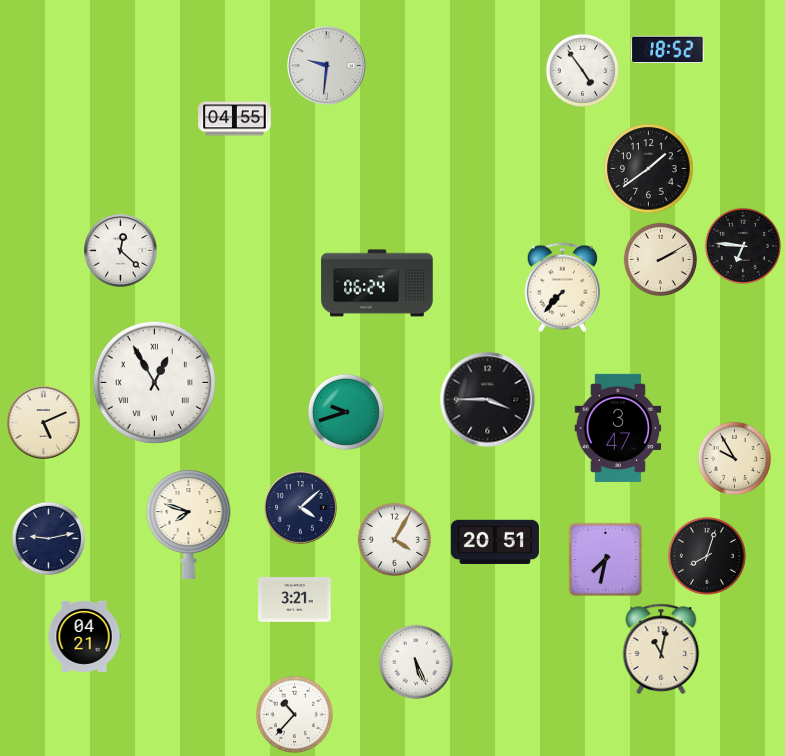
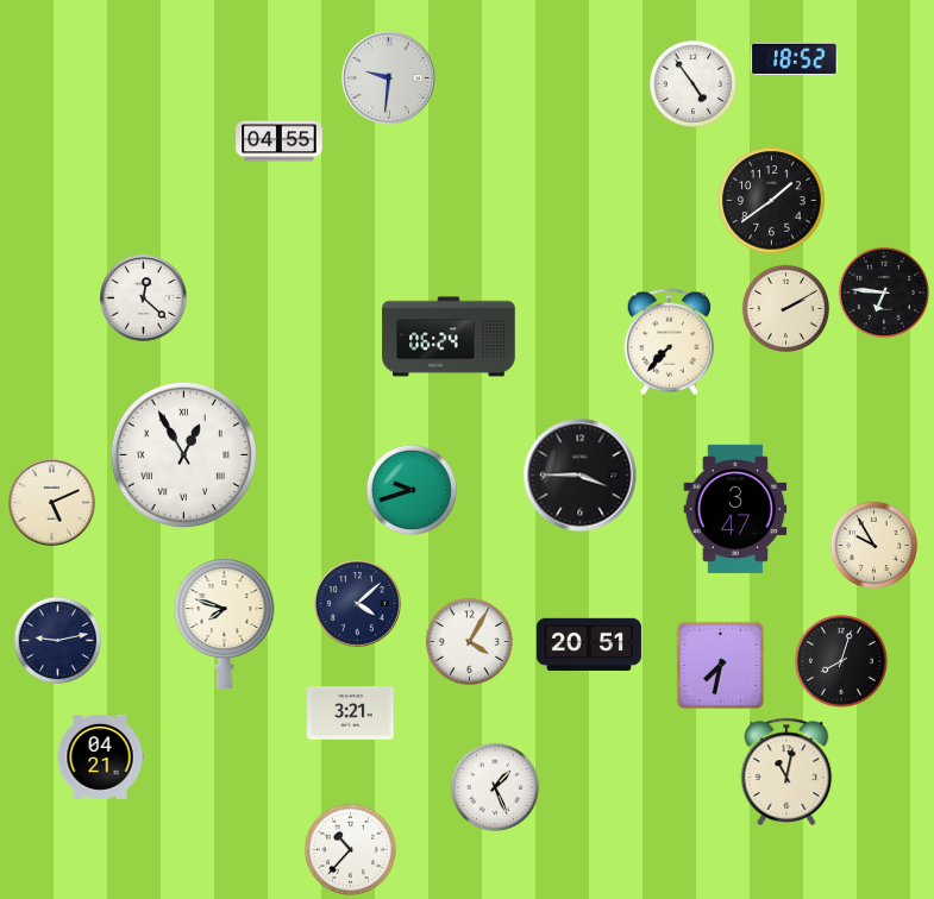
clock at (415, 661): 5:26 -> 1:26
